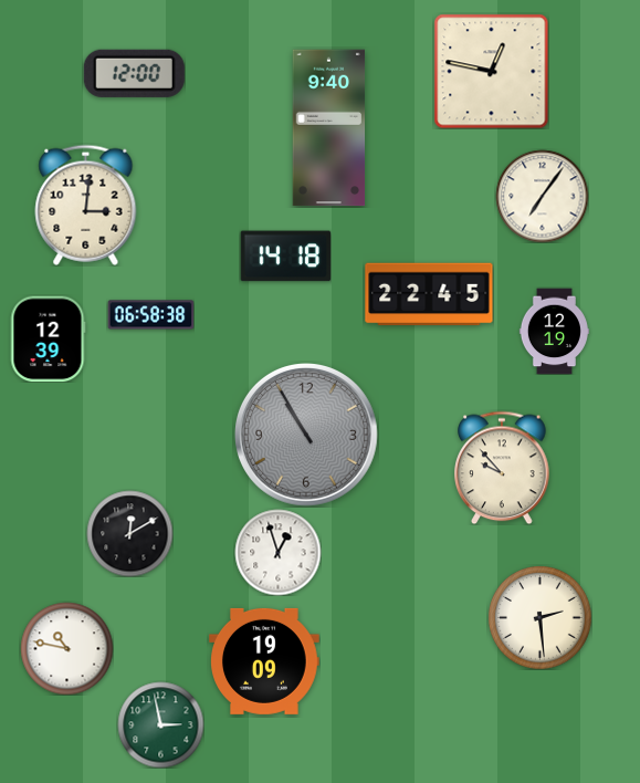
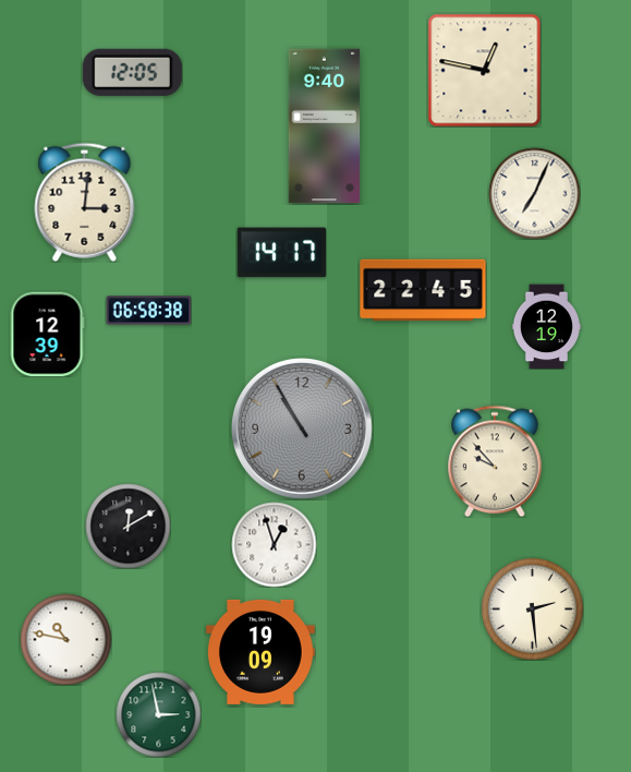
clock at (134, 73): 12:00 -> 12:05
clock at (542, 196): 7:06 -> 7:04
clock at (285, 257): 14:18 -> 14:17
